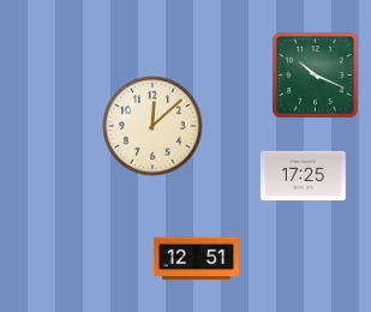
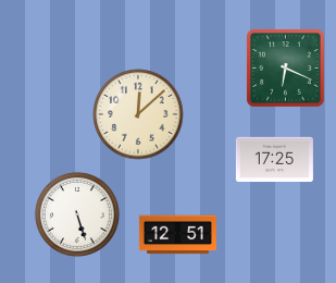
clock at (316, 76): 10:19 -> 6:19
clock at (77, 214): none -> 5:27
